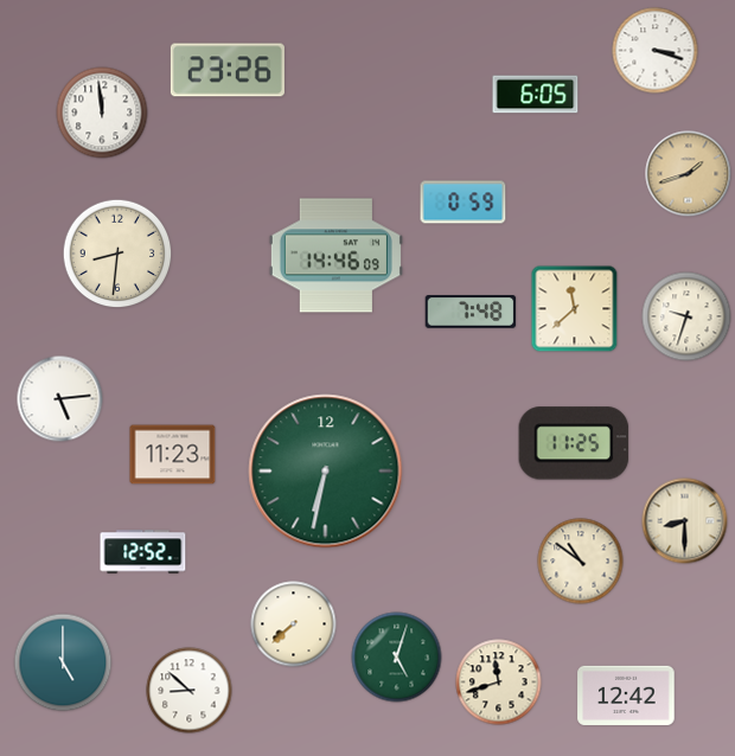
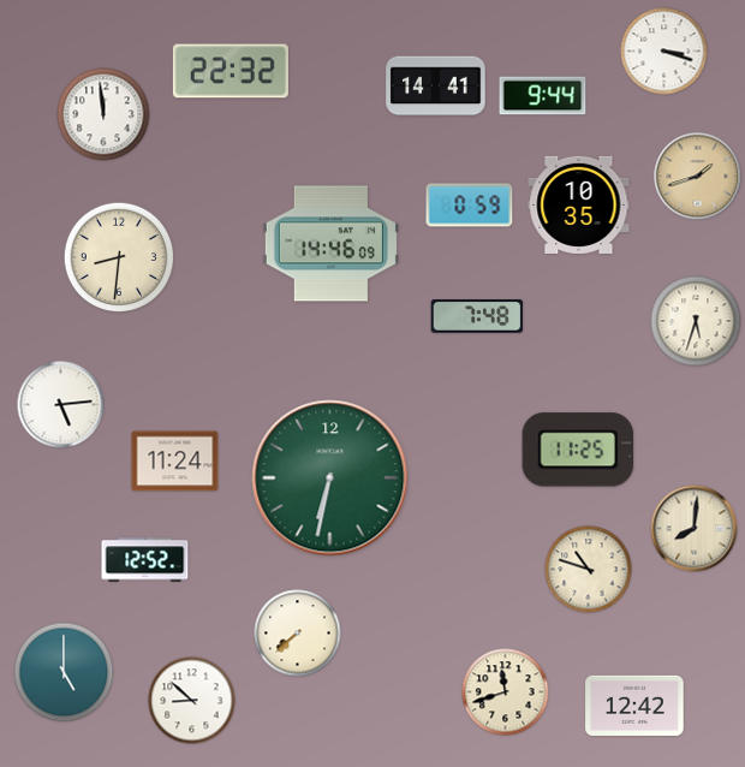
clock at (228, 70): 23:26 -> 22:32
clock at (436, 87): none -> 14:41
clock at (536, 95): 6:05 -> 9:44
clock at (579, 204): none -> 10:35
clock at (335, 256) position: (335, 256) -> (330, 244)
clock at (575, 309): 11:38 -> none
clock at (686, 316): 9:33 -> 5:33
clock at (574, 443) position: (574, 443) -> (578, 450)
clock at (173, 455): 11:23 -> 11:24
clock at (685, 521): 8:30 -> 8:01
clock at (581, 562): 10:51 -> 10:48
clock at (397, 658): 5:03 -> none
